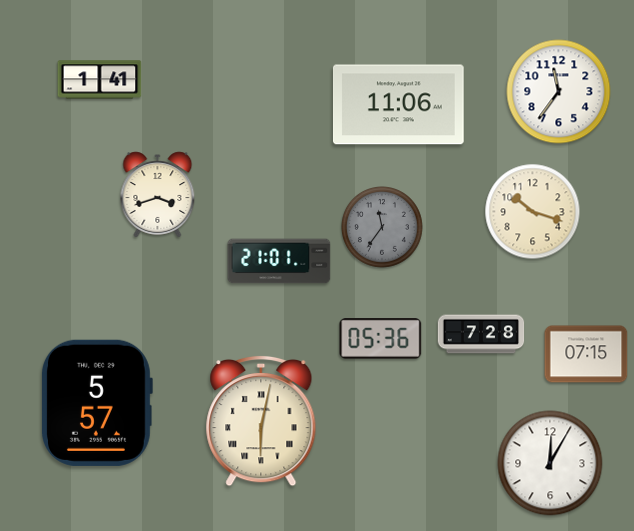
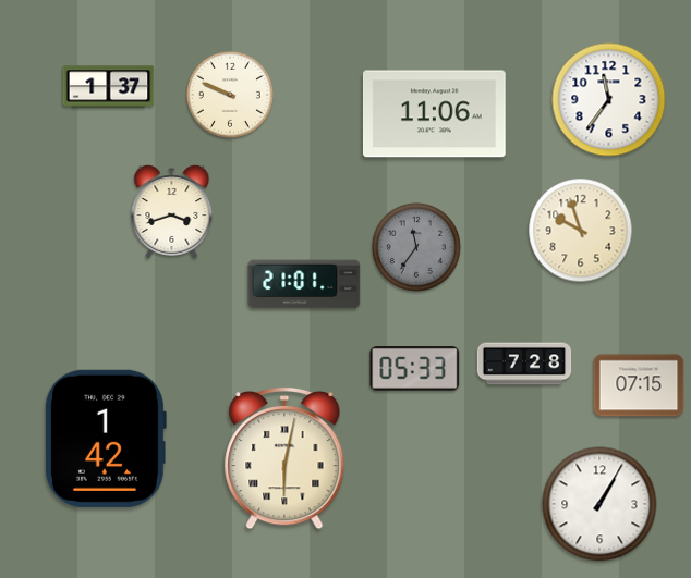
clock at (100, 80): 1:41 -> 1:37
clock at (230, 95): none -> 9:49
clock at (533, 212): 10:18 -> 9:57
clock at (381, 339): 05:36 -> 05:33
clock at (96, 403): 5:57 -> 1:42
clock at (550, 463): 12:05 -> 1:05
